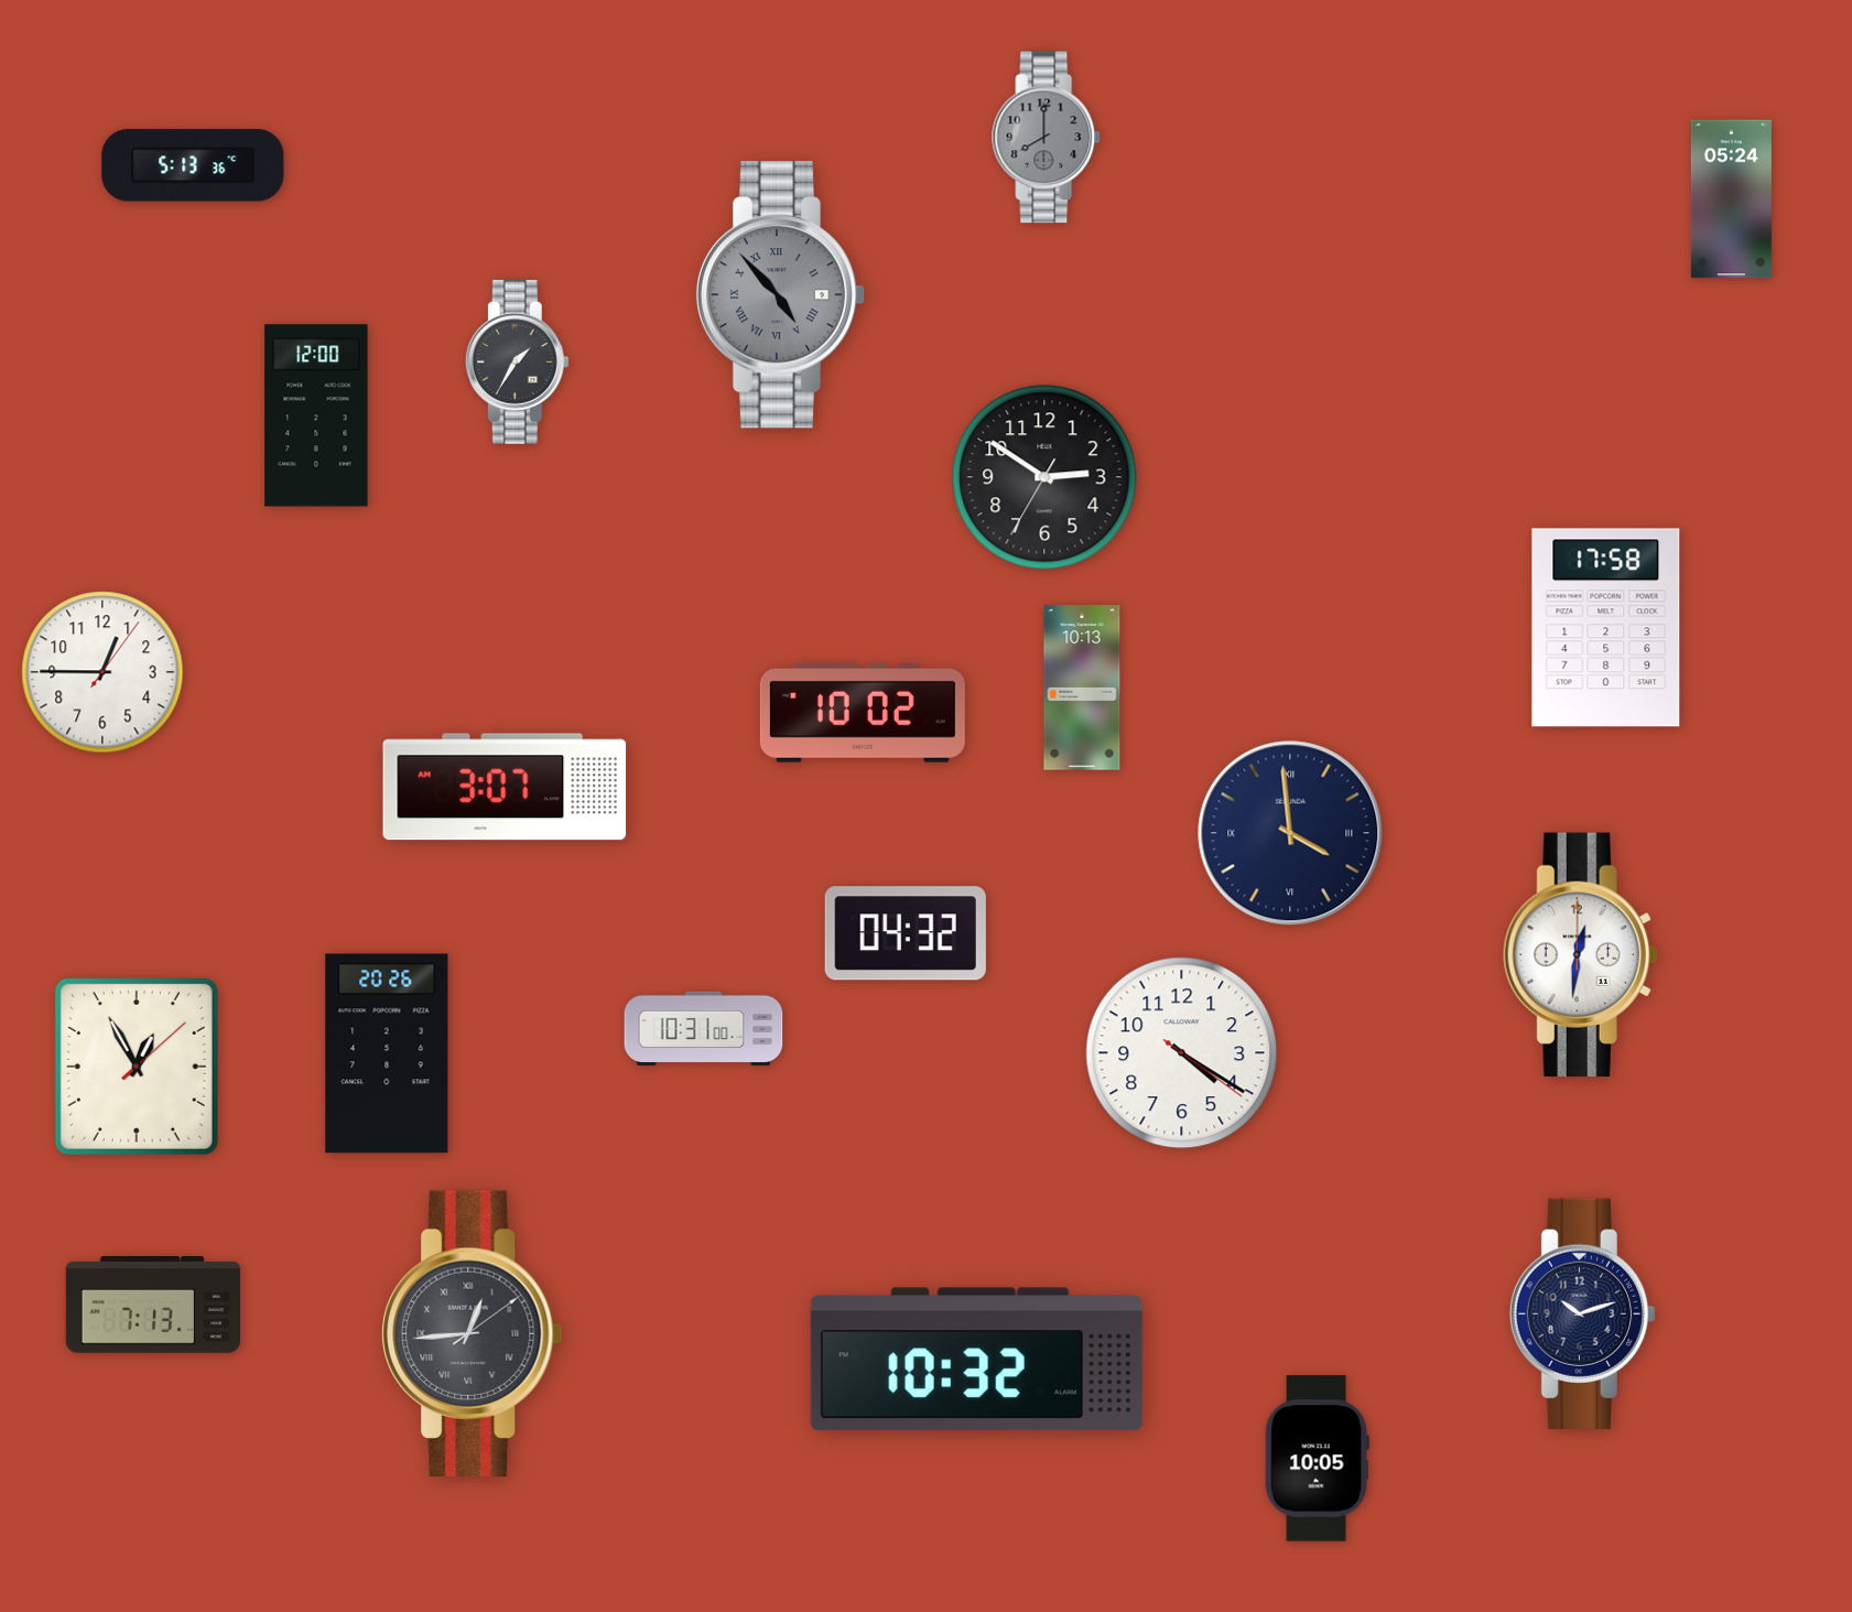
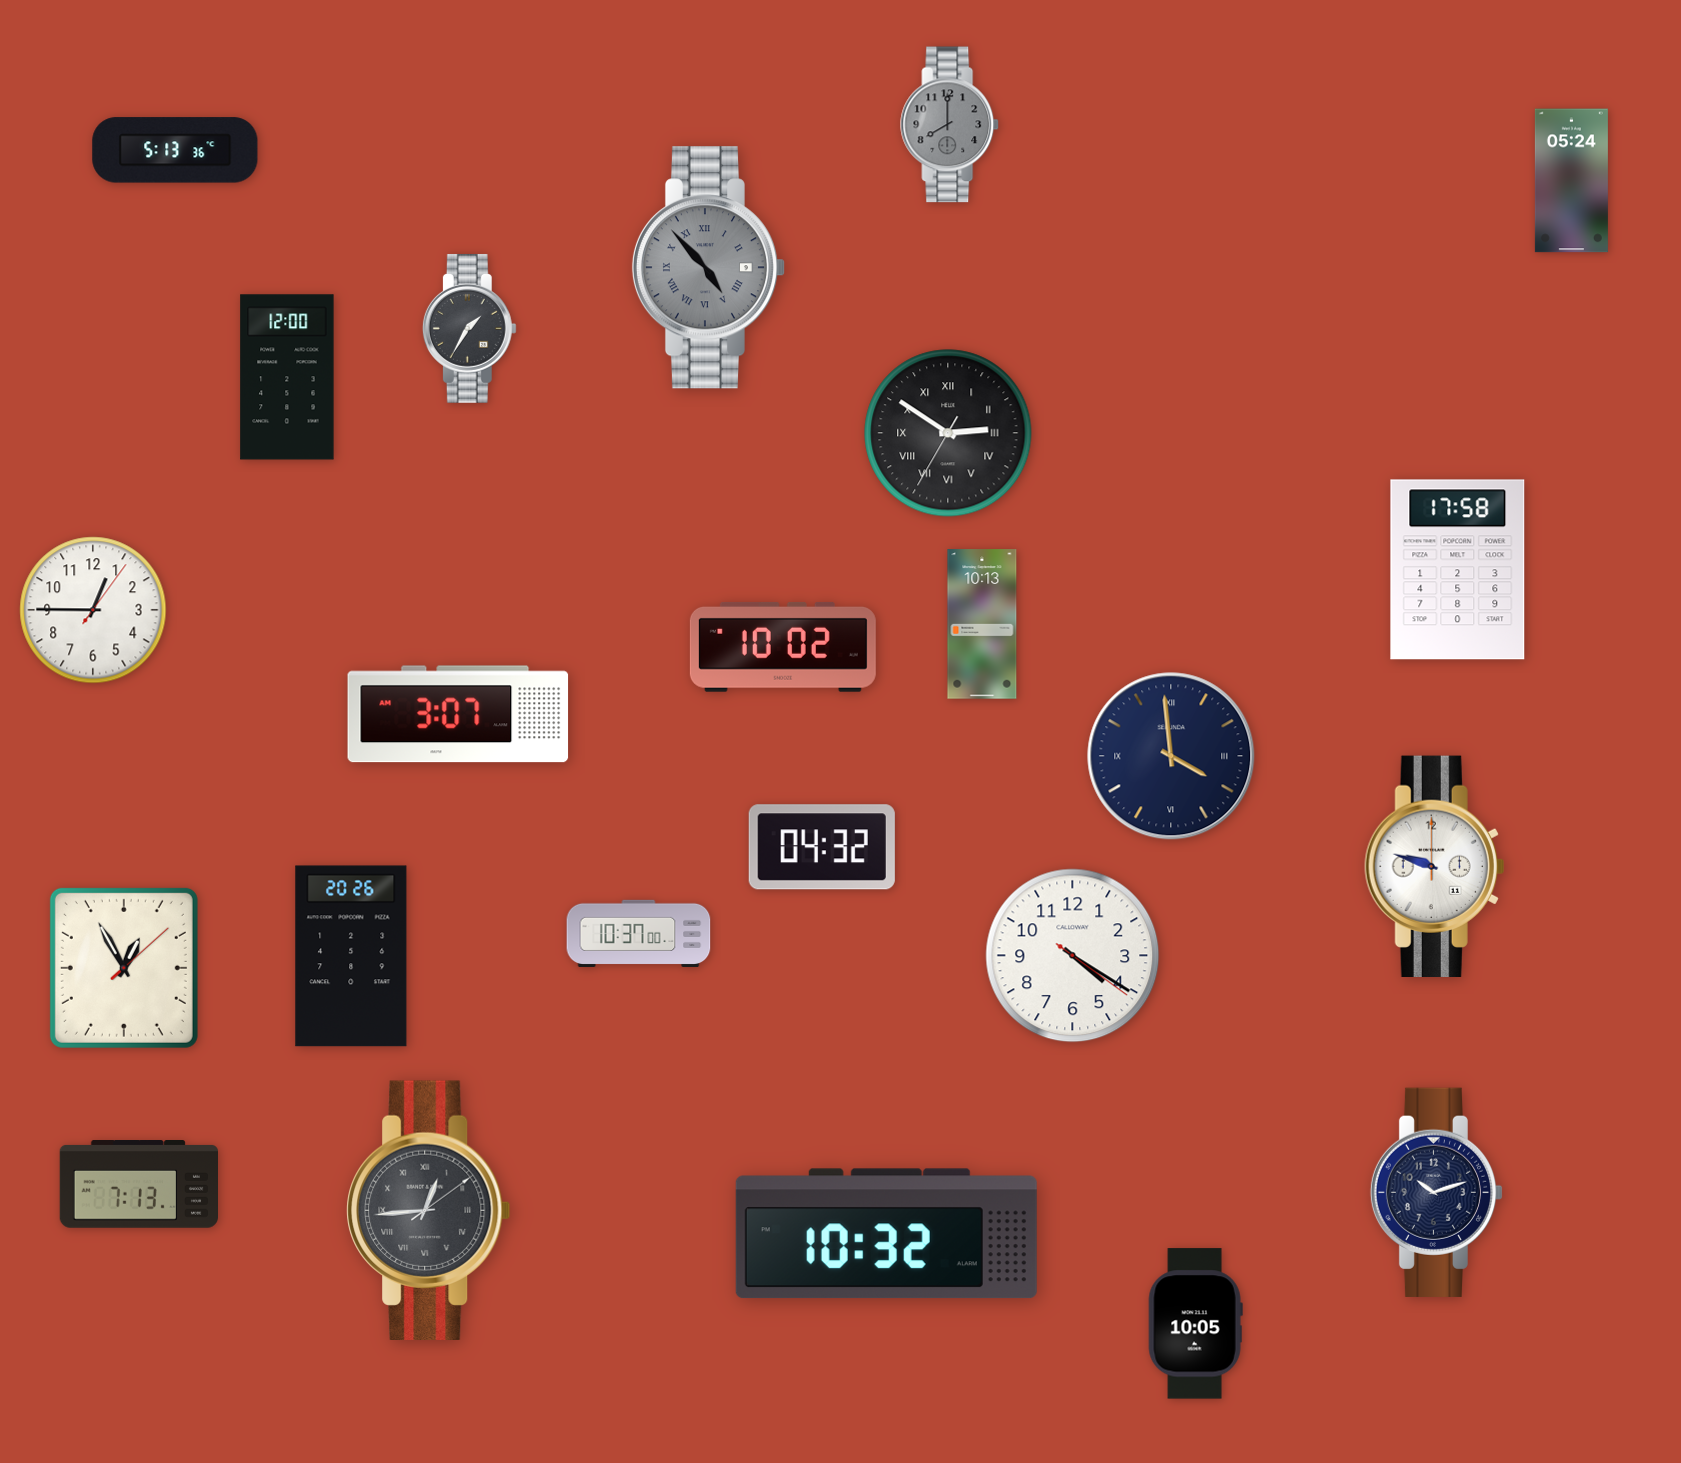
clock at (1044, 477) numerals: Arabic -> Roman
clock at (1581, 954): 12:31 -> 9:48
clock at (704, 1028): 10:31 -> 10:37
